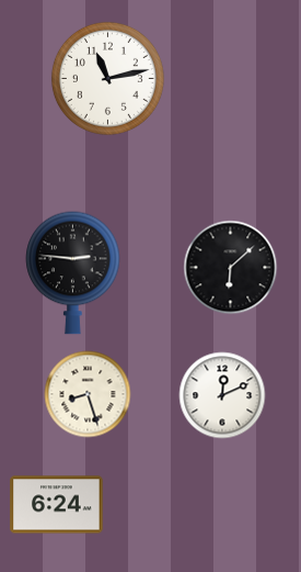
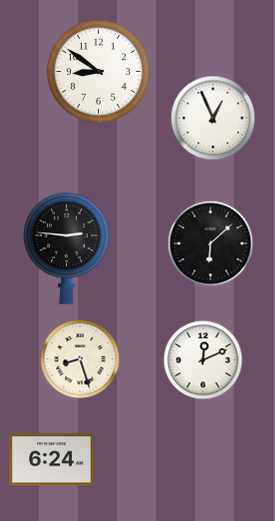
clock at (107, 78): 11:13 -> 8:51
clock at (213, 118): none -> 12:56
